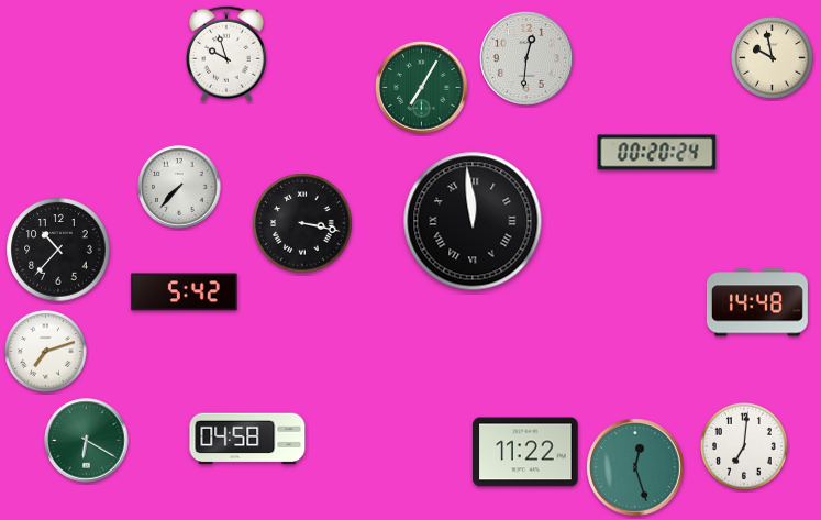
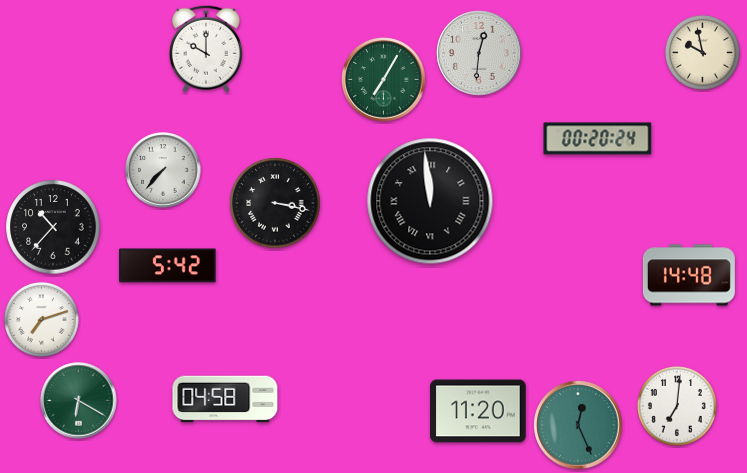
clock at (226, 54): 9:57 -> 10:00
clock at (525, 452): 11:22 -> 11:20
clock at (635, 467): 12:27 -> 12:26
